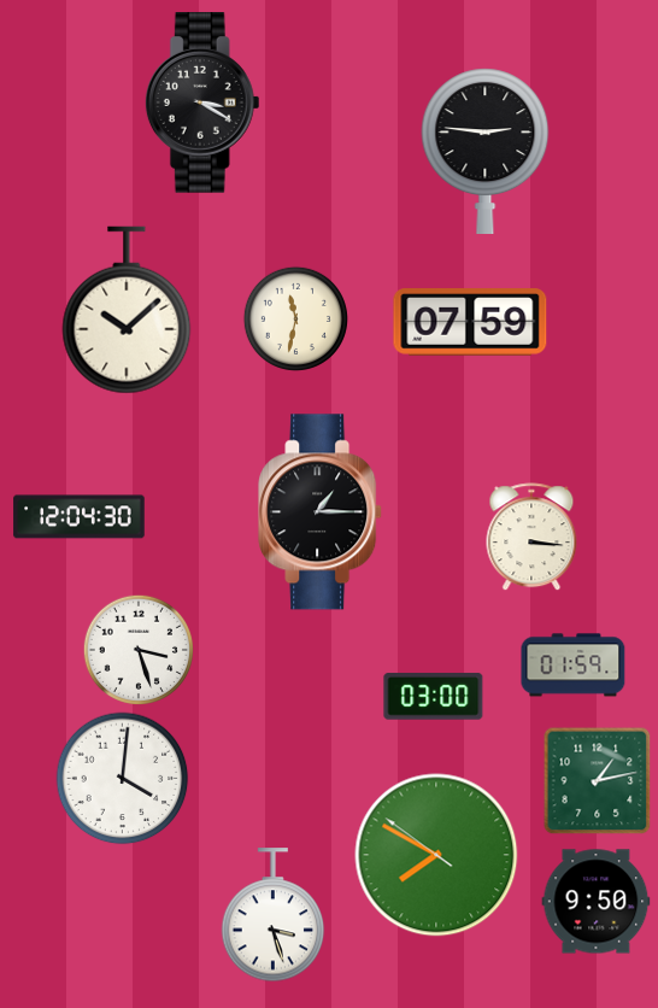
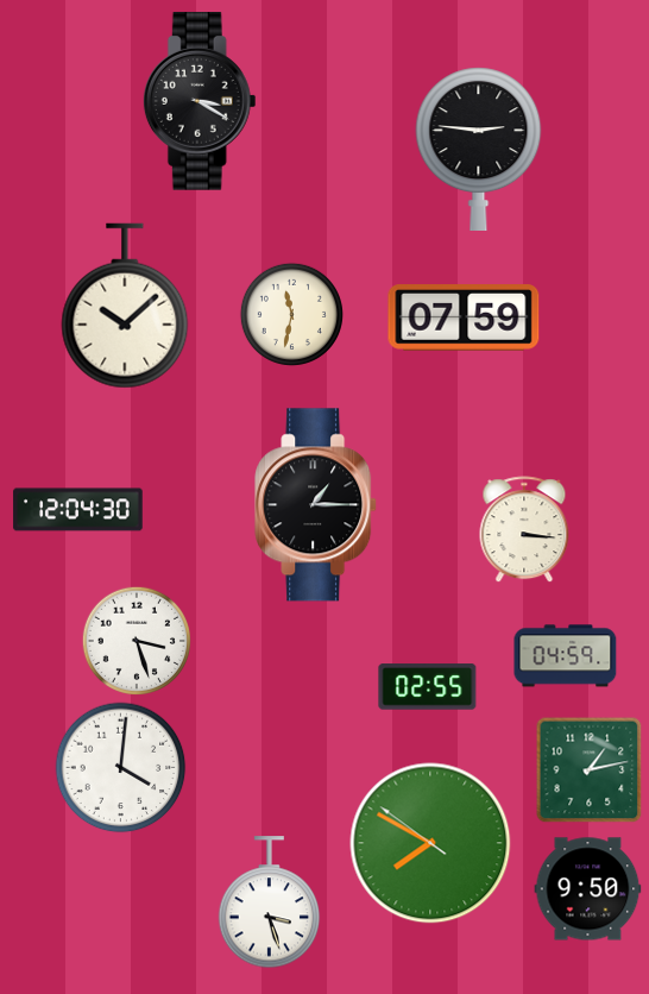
clock at (574, 666): 01:59 -> 04:59
clock at (434, 697): 03:00 -> 02:55
